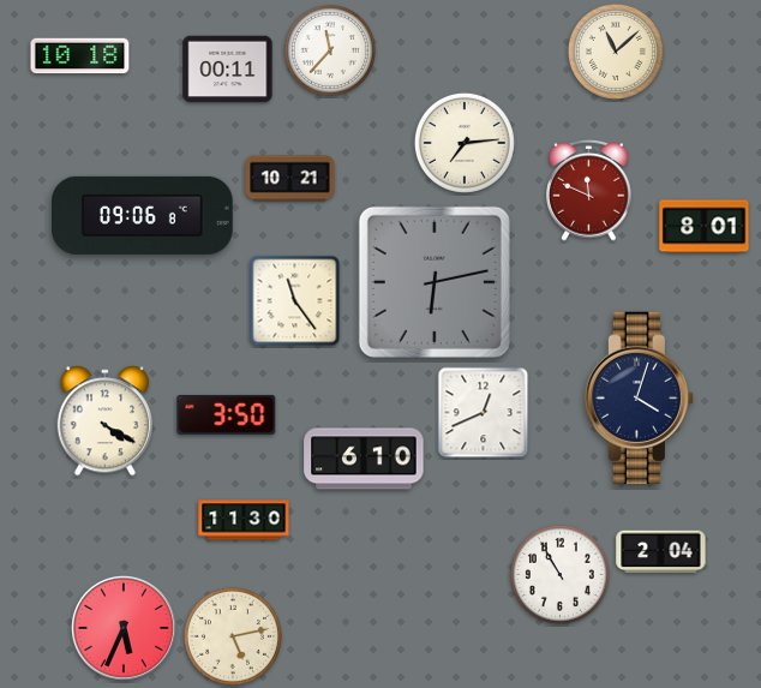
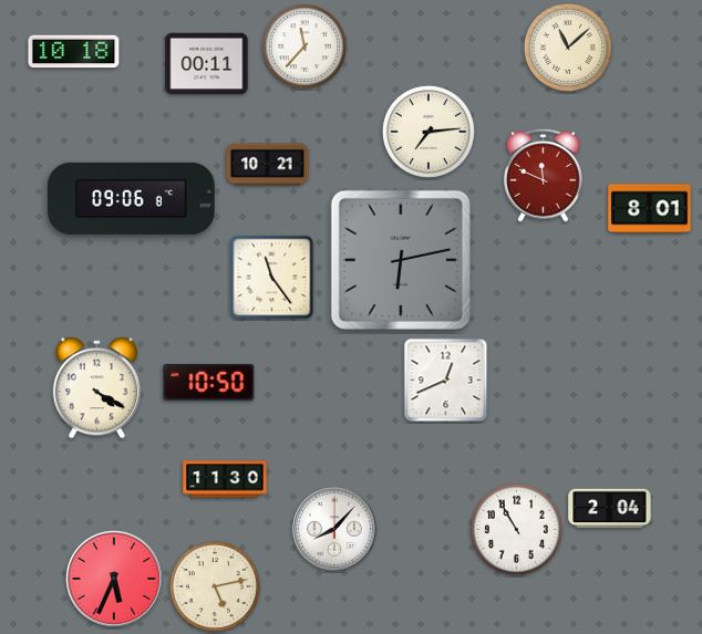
clock at (228, 70) position: (228, 70) -> (207, 64)
clock at (639, 397): 4:03 -> none
clock at (227, 414): 3:50 -> 10:50
clock at (364, 459): 6:10 -> none
clock at (334, 529): none -> 8:07
